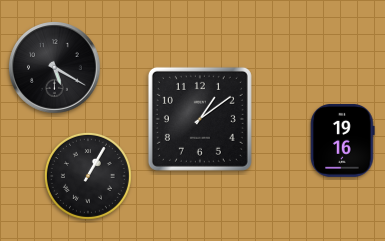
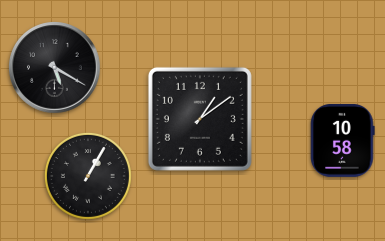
clock at (343, 140): 19:16 -> 10:58
